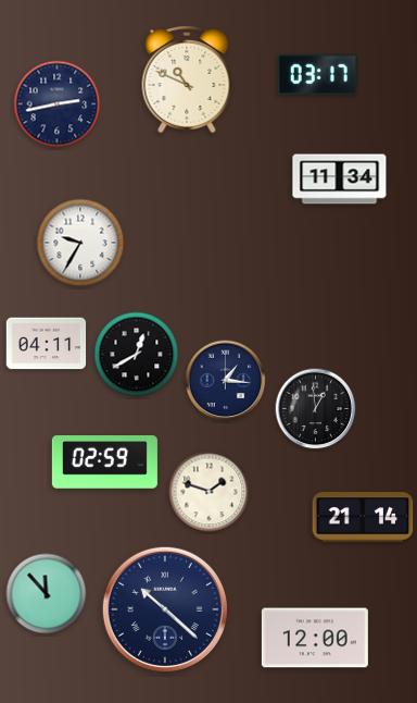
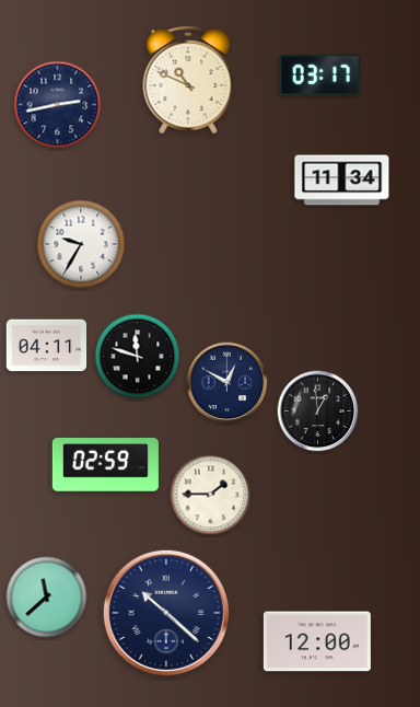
clock at (137, 355): 12:40 -> 11:48
clock at (226, 381): 1:16 -> 12:50
clock at (210, 492): 1:48 -> 1:45
clock at (363, 517): 21:14 -> none
clock at (47, 594): 11:53 -> 11:38
